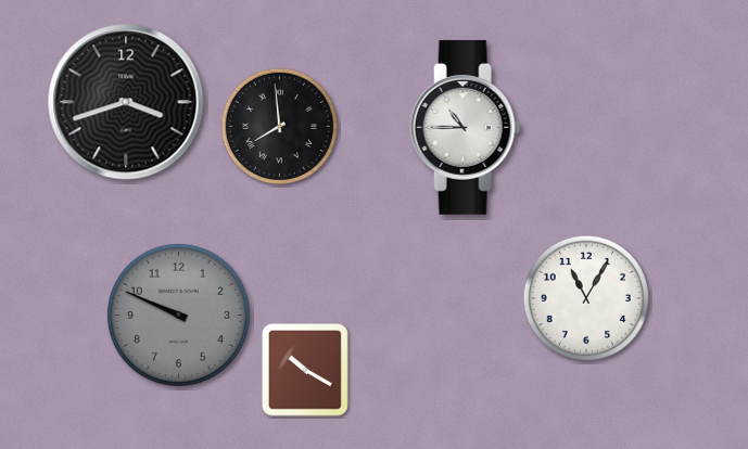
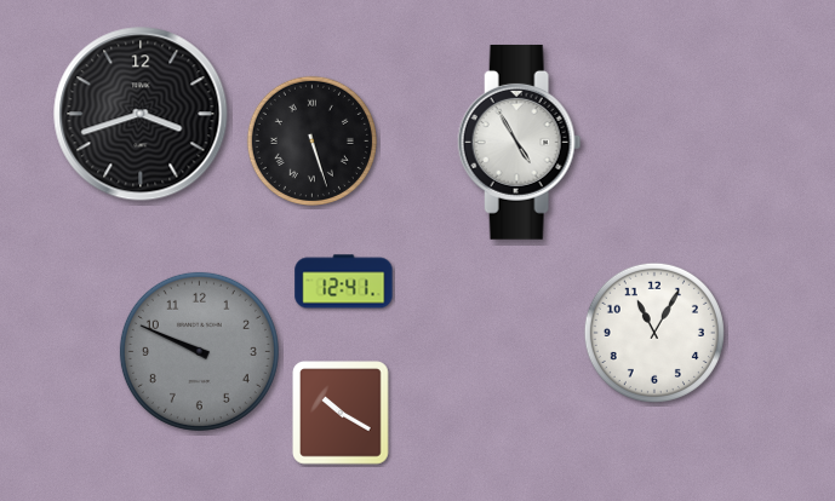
clock at (279, 126): 7:59 -> 5:27
clock at (466, 127): 10:45 -> 4:55
clock at (344, 282): none -> 12:41
